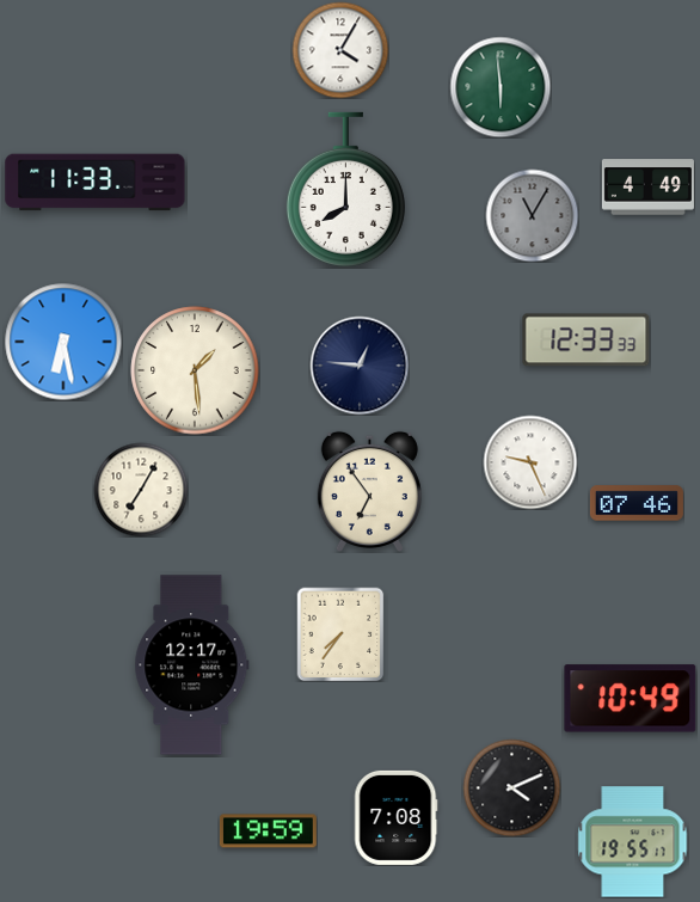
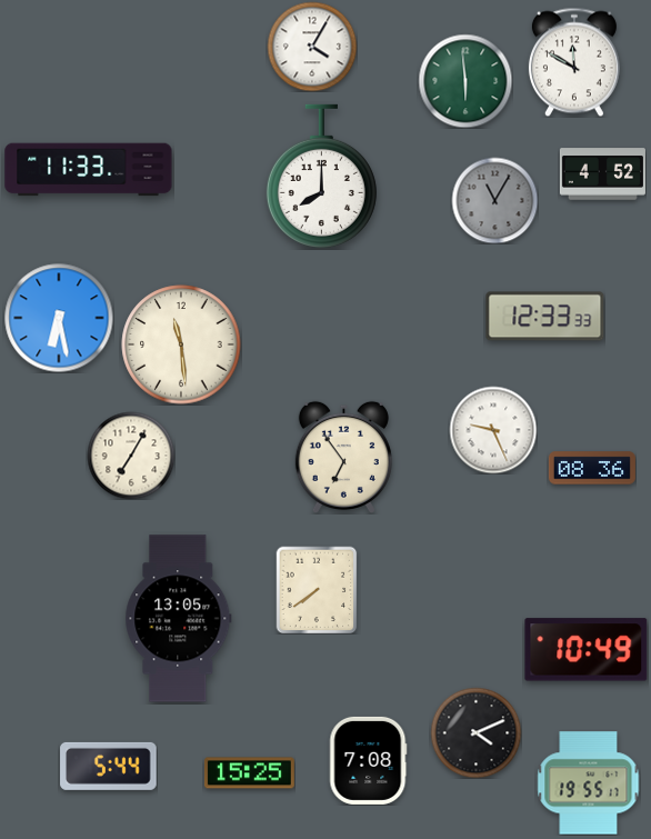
clock at (340, 50) position: (340, 50) -> (312, 47)
clock at (574, 62): none -> 11:50
clock at (647, 188): 4:49 -> 4:52
clock at (360, 366): 12:46 -> none
clock at (195, 370): 1:29 -> 11:29
clock at (637, 503): 07:46 -> 08:36
clock at (340, 634): 7:36 -> 7:39
clock at (192, 665): 12:17 -> 13:05
clock at (109, 766): none -> 5:44
clock at (268, 832): 19:59 -> 15:25
